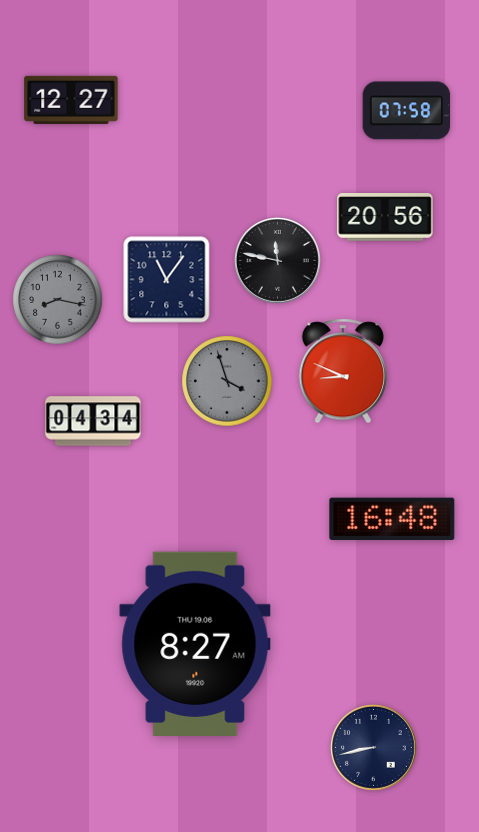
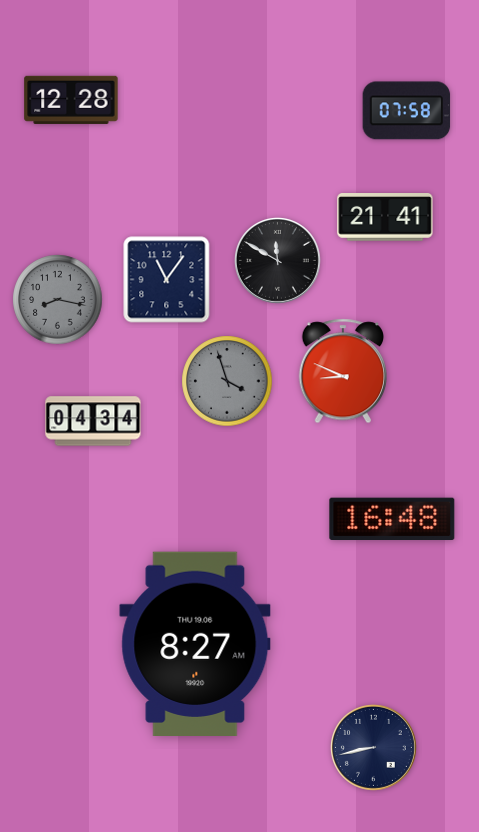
clock at (71, 100): 12:27 -> 12:28
clock at (385, 218): 20:56 -> 21:41
clock at (277, 260): 11:47 -> 11:50
